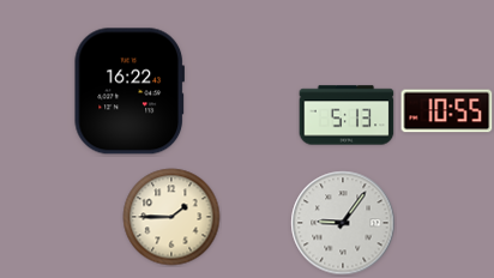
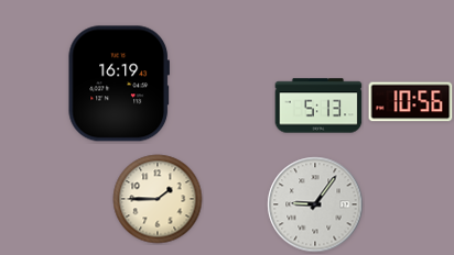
clock at (128, 91): 16:22 -> 16:19
clock at (447, 111): 10:55 -> 10:56
